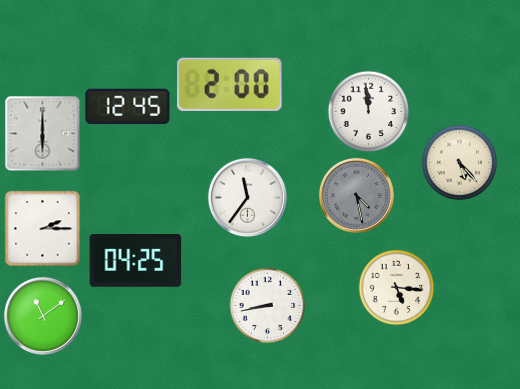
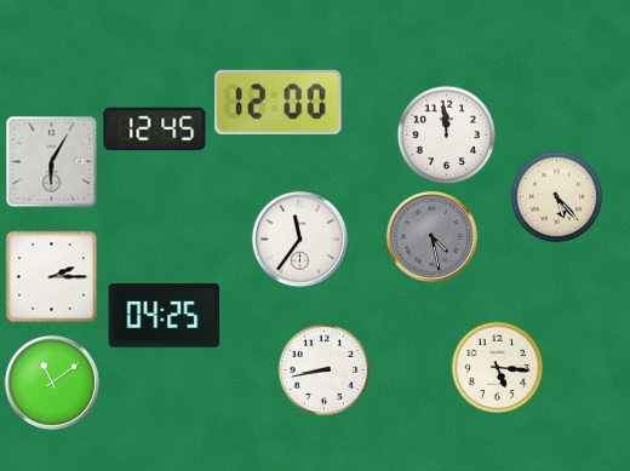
clock at (230, 84): 2:00 -> 12:00
clock at (43, 134): 6:00 -> 6:05
clock at (397, 288) position: (397, 288) -> (498, 368)
